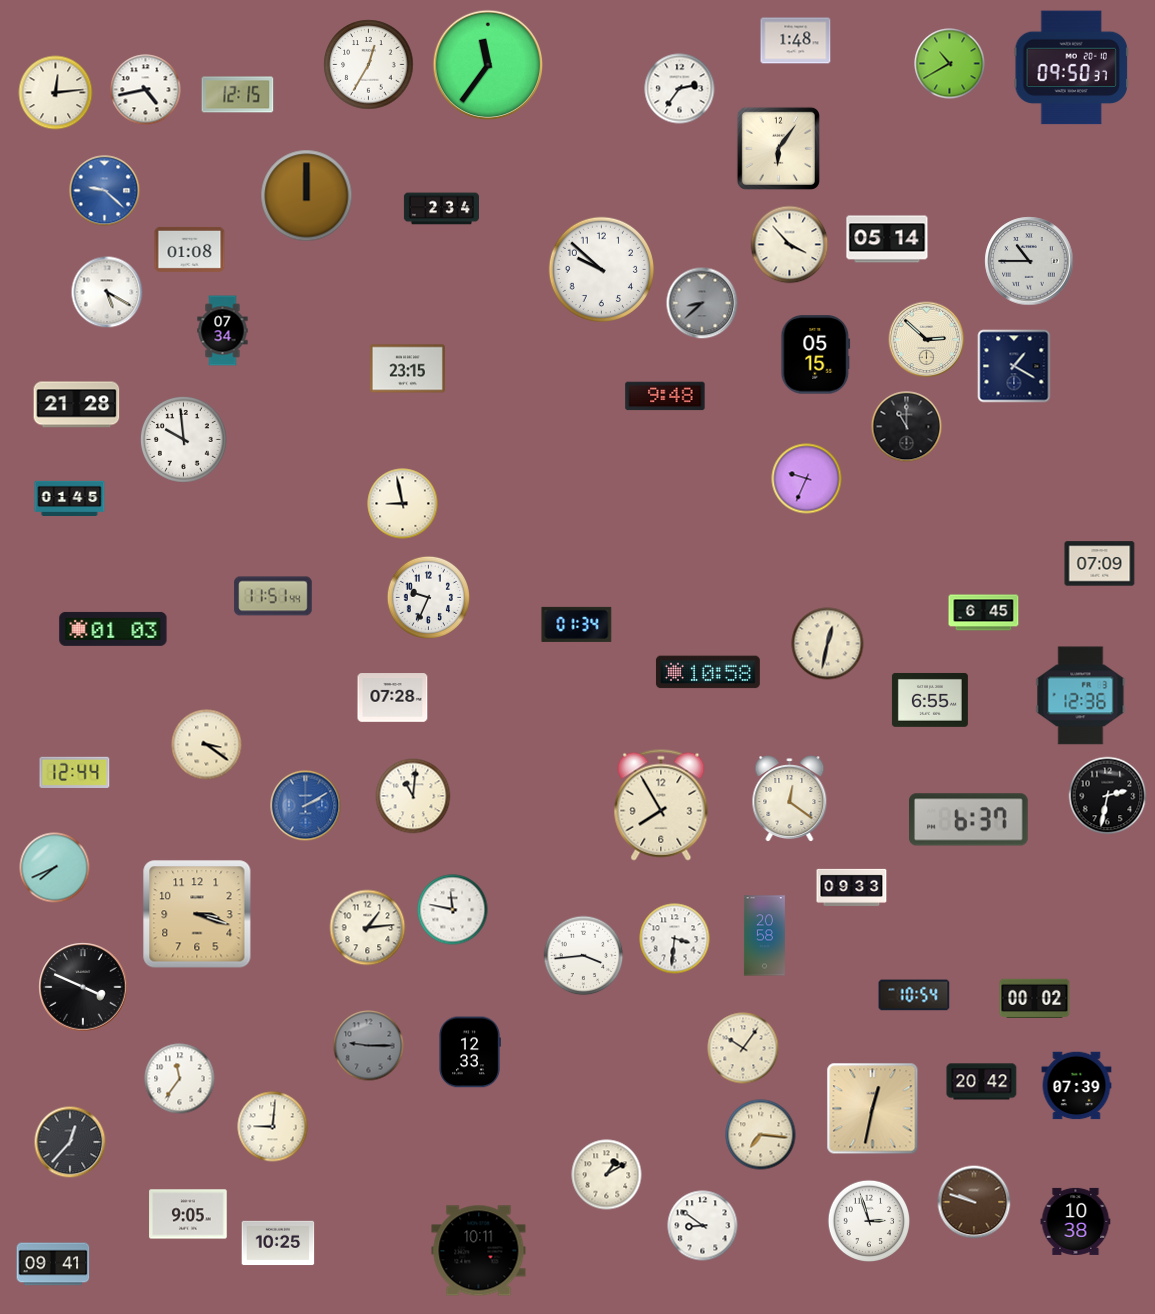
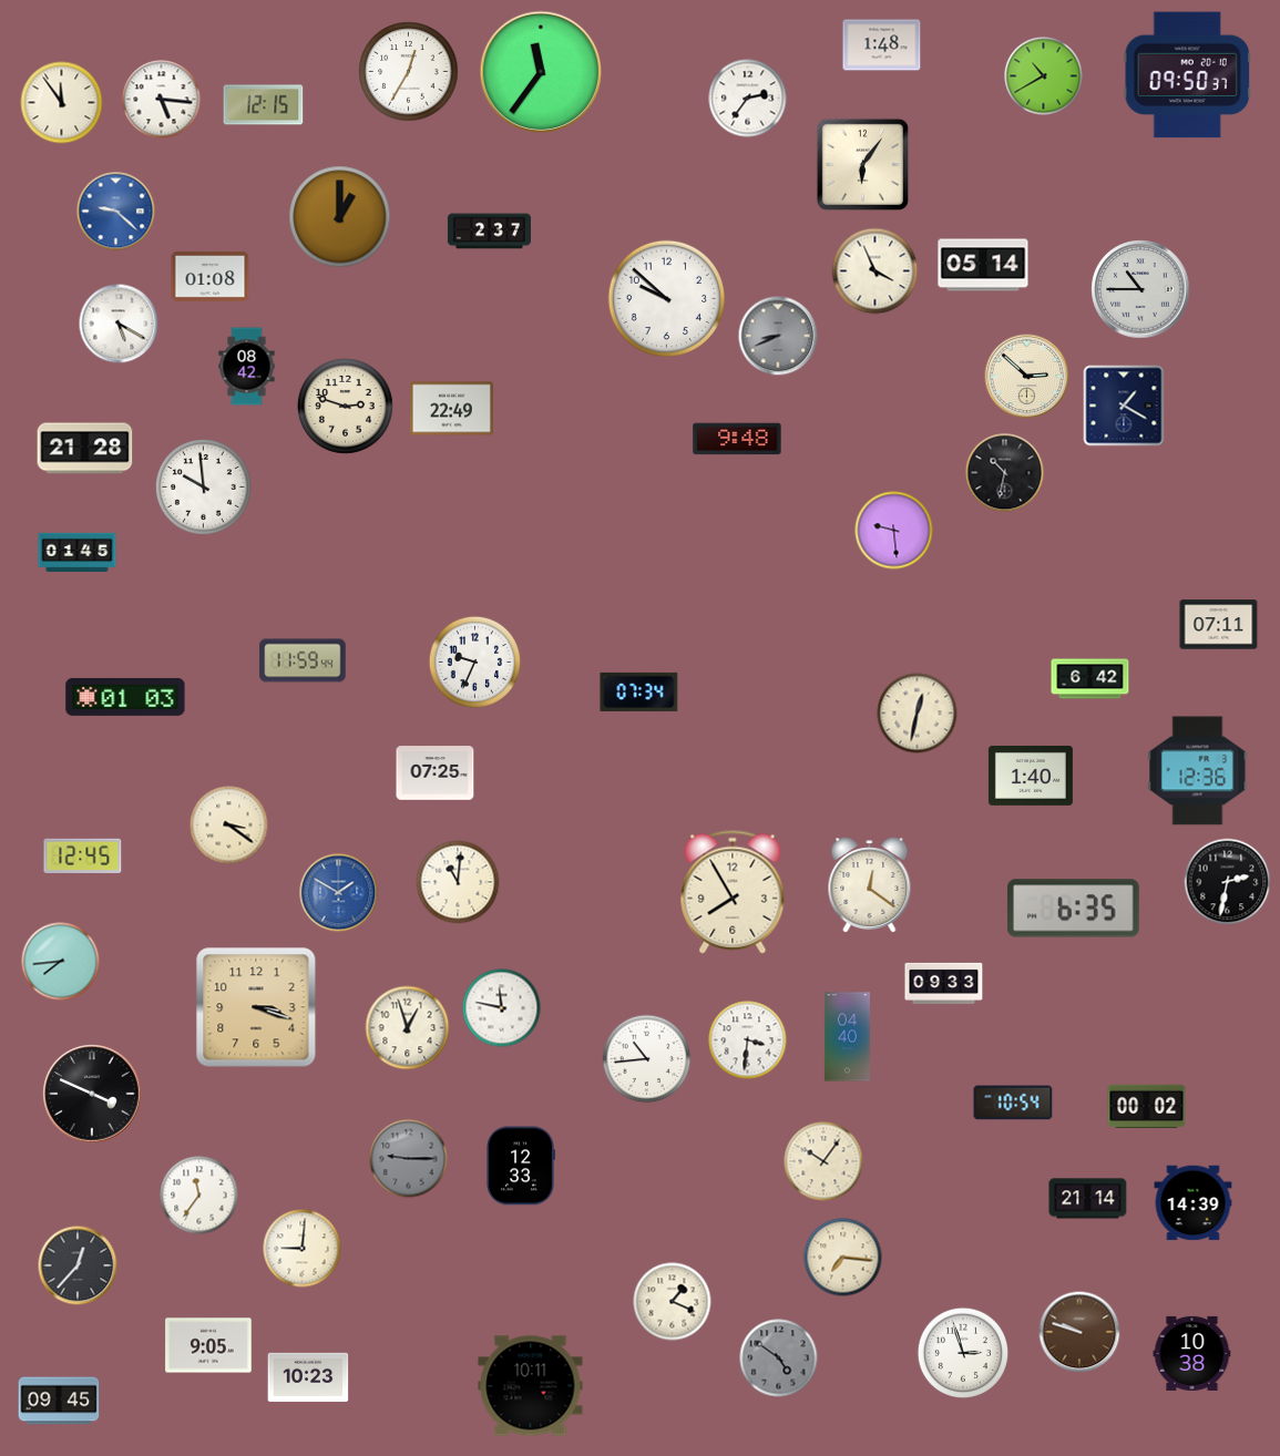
clock at (950, 64) position: (950, 64) -> (1044, 76)
clock at (680, 89) position: (680, 89) -> (748, 99)
clock at (146, 90): 4:43 -> 5:16
clock at (56, 93): 12:14 -> 11:54
clock at (307, 196): 12:00 -> 1:00
clock at (441, 209): 2:34 -> 2:37
clock at (790, 245): 3:53 -> 3:56
clock at (702, 303): 8:38 -> 8:41
clock at (223, 331): 07:34 -> 08:42
clock at (816, 355): 05:15 -> none
clock at (345, 406): none -> 2:48
clock at (407, 369): 23:15 -> 22:49
clock at (907, 427): 11:00 -> 10:32
clock at (807, 479): 9:34 -> 9:29
clock at (403, 504): 8:58 -> none
clock at (1100, 564): 07:09 -> 07:11
clock at (273, 596): 11:51 -> 11:59
clock at (984, 613): 6:45 -> 6:42
clock at (577, 624): 01:34 -> 07:34
clock at (708, 672): 10:58 -> none
clock at (393, 698): 07:28 -> 07:25
clock at (930, 700): 6:55 -> 1:40
clock at (75, 772): 12:44 -> 12:45
clock at (790, 799) position: (790, 799) -> (870, 885)
clock at (306, 806): 2:10 -> 1:50
clock at (969, 820): 6:37 -> 6:35
clock at (55, 868): 7:41 -> 7:44
clock at (197, 914) position: (197, 914) -> (256, 1007)
clock at (368, 928): 1:14 -> 12:57
clock at (764, 936): 20:58 -> 04:40
clock at (584, 956): 3:44 -> 10:44
clock at (982, 1082): 20:42 -> 21:14
clock at (1077, 1086): 07:39 -> 14:39
clock at (873, 1109): 12:32 -> none
clock at (607, 1175): 1:10 -> 1:19
clock at (703, 1226): 8:51 -> 4:51
clock at (703, 1226) dial: white -> grey
clock at (278, 1243): 10:25 -> 10:23
clock at (53, 1264): 09:41 -> 09:45
